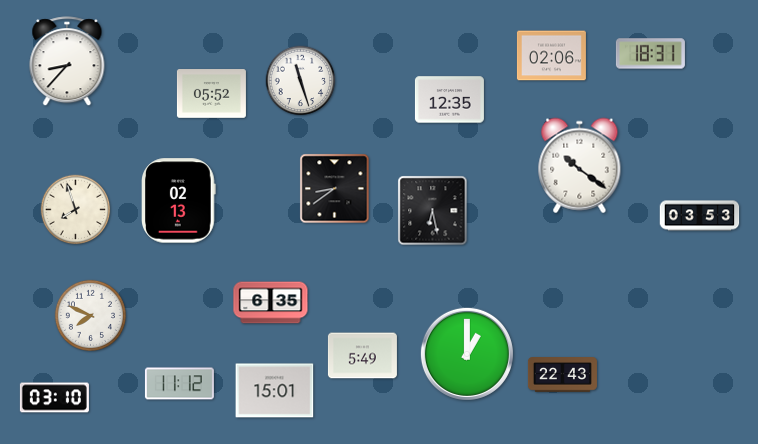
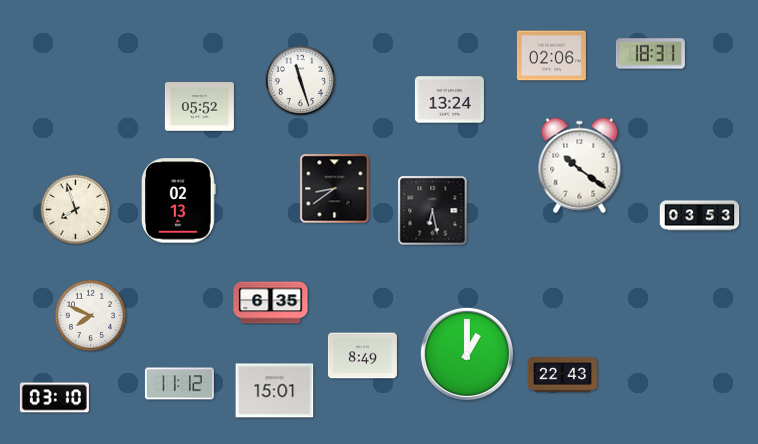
clock at (67, 62): 8:37 -> none
clock at (211, 94) position: (211, 94) -> (199, 107)
clock at (449, 100): 12:35 -> 13:24
clock at (362, 356): 5:49 -> 8:49
